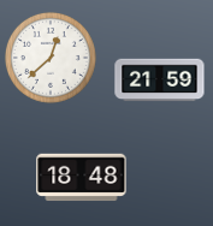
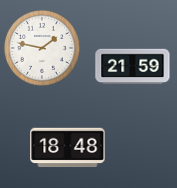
clock at (51, 58): 12:38 -> 1:47
